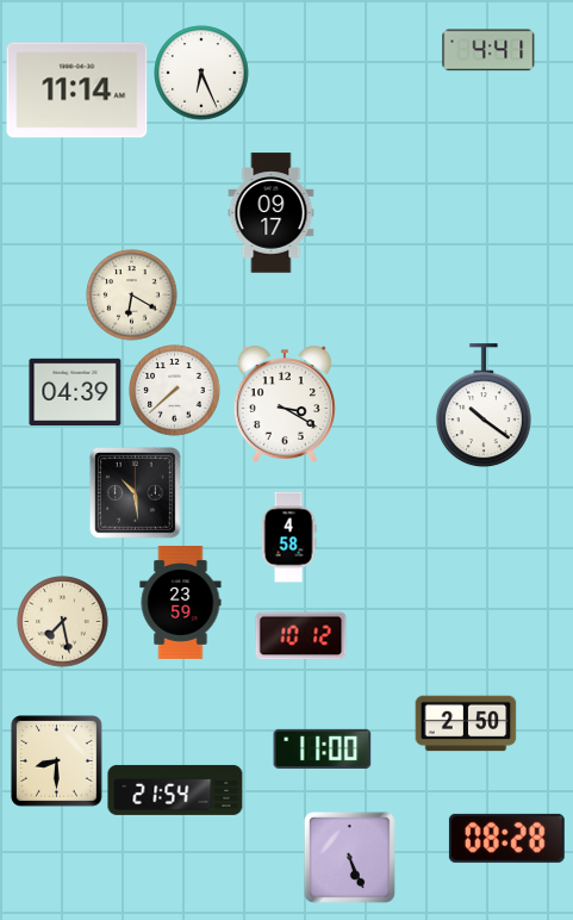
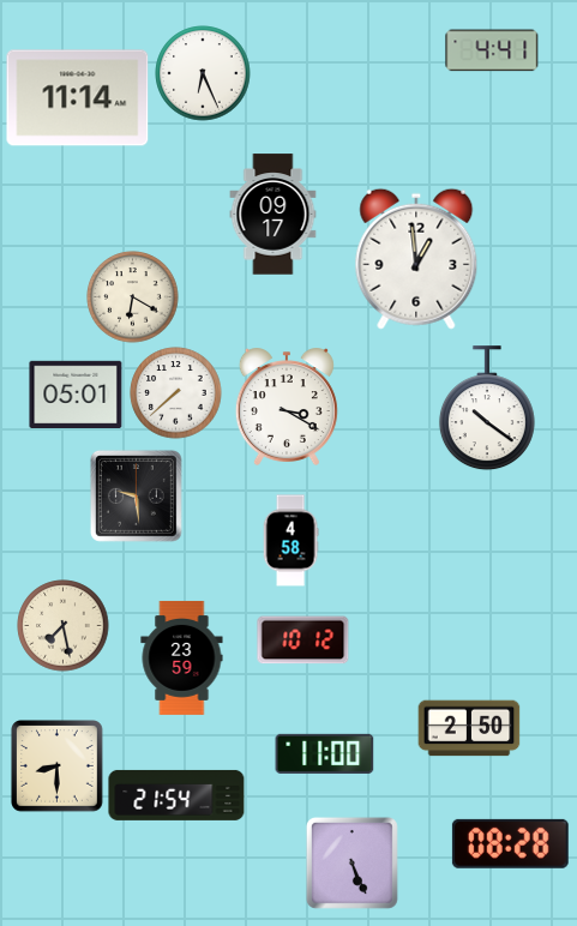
clock at (77, 91) position: (77, 91) -> (78, 98)
clock at (416, 259): none -> 12:59
clock at (75, 391): 04:39 -> 05:01
clock at (135, 492): 10:29 -> 9:29
clock at (181, 602) position: (181, 602) -> (182, 657)
